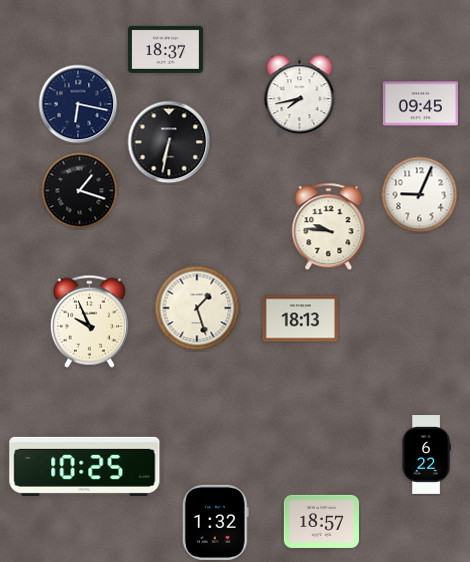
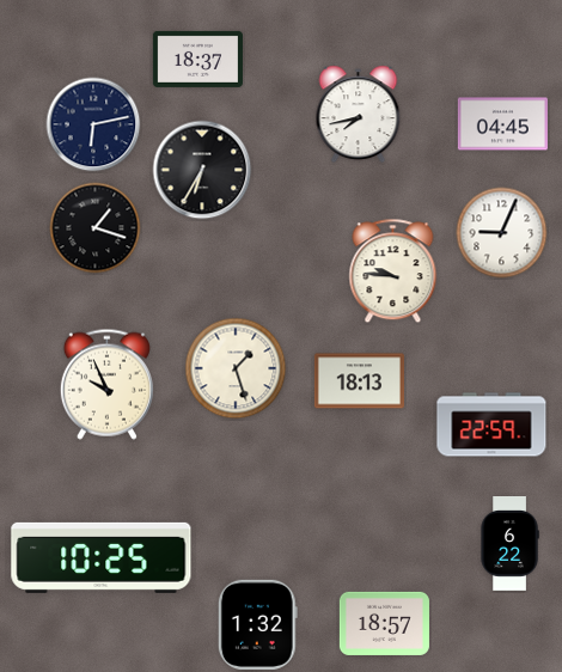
clock at (78, 104): 6:17 -> 6:13
clock at (420, 104): 09:45 -> 04:45
clock at (169, 142): 6:32 -> 6:35
clock at (491, 424): none -> 22:59
